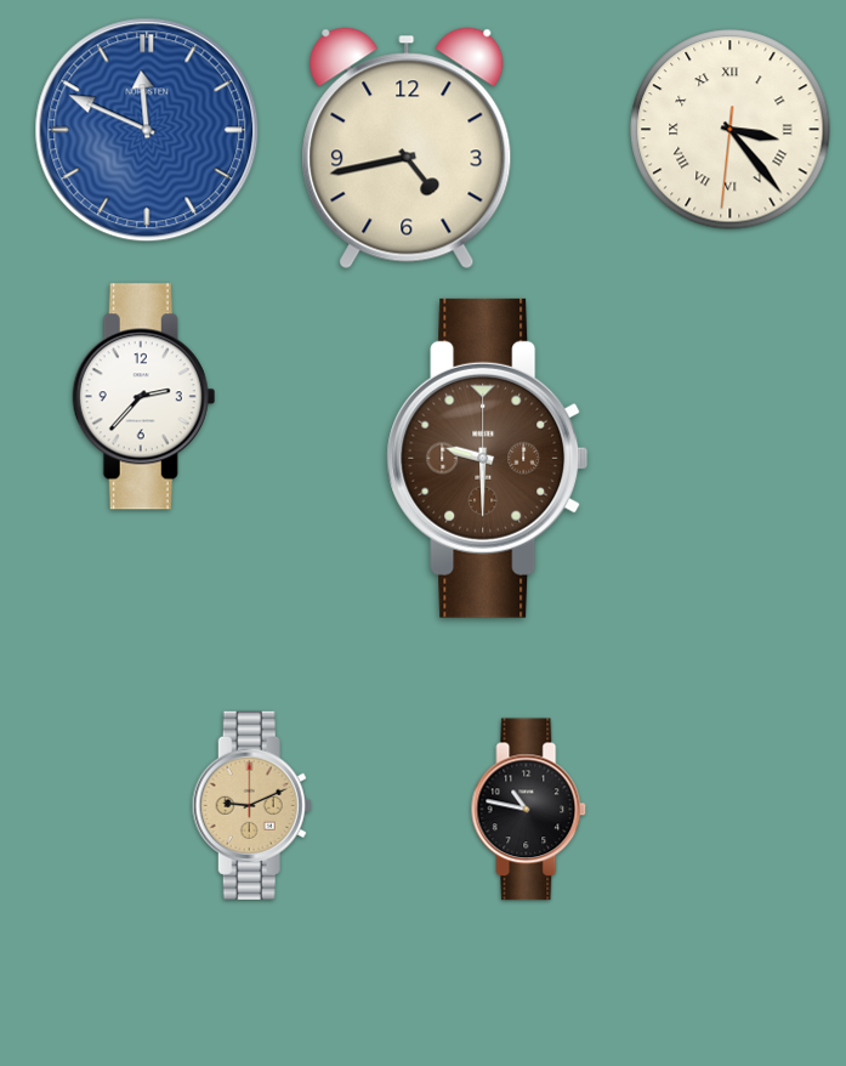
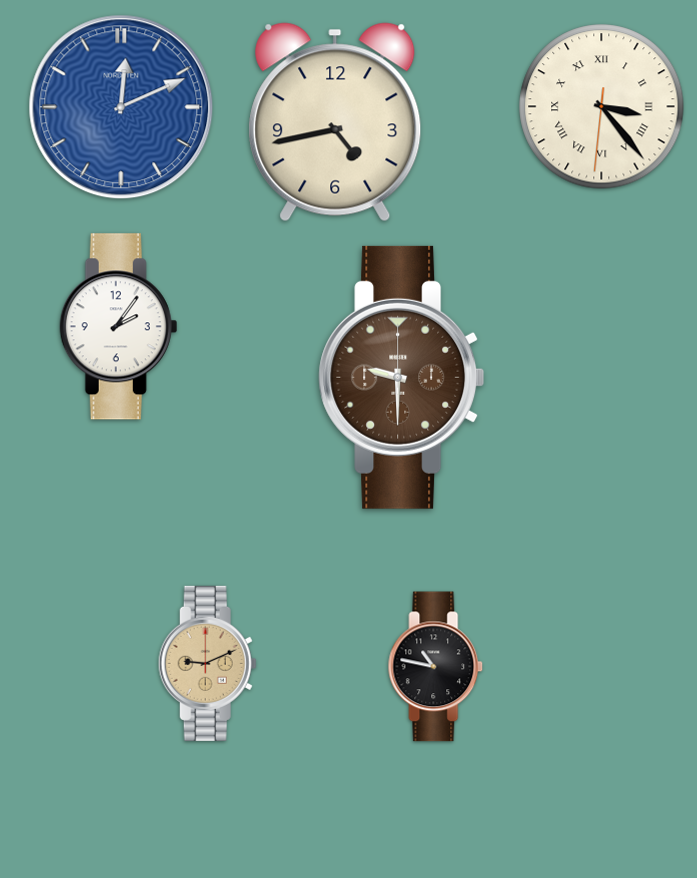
clock at (147, 130): 11:49 -> 12:11
clock at (144, 397): 2:37 -> 2:06
